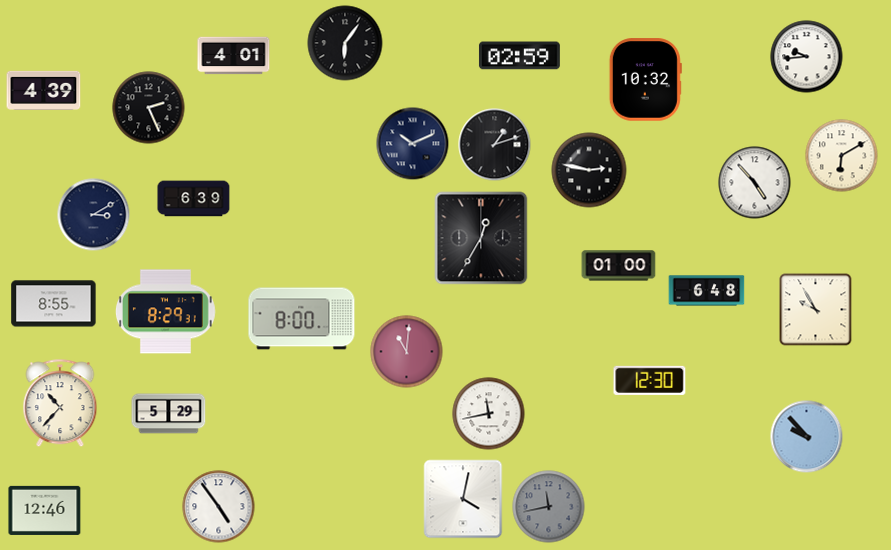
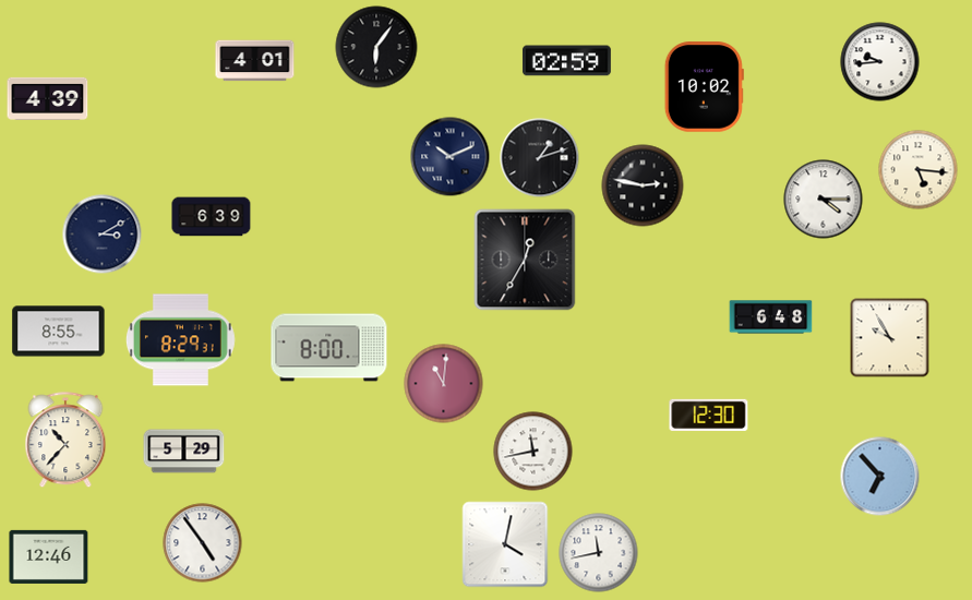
clock at (645, 80): 10:32 -> 10:02
clock at (149, 108): 2:26 -> none
clock at (842, 156): 6:10 -> 5:16
clock at (755, 183): 4:53 -> 4:15
clock at (619, 266): 01:00 -> none
clock at (807, 437): 9:53 -> 6:53
clock at (219, 507) position: (219, 507) -> (203, 543)
clock at (549, 507) dial: grey -> white
